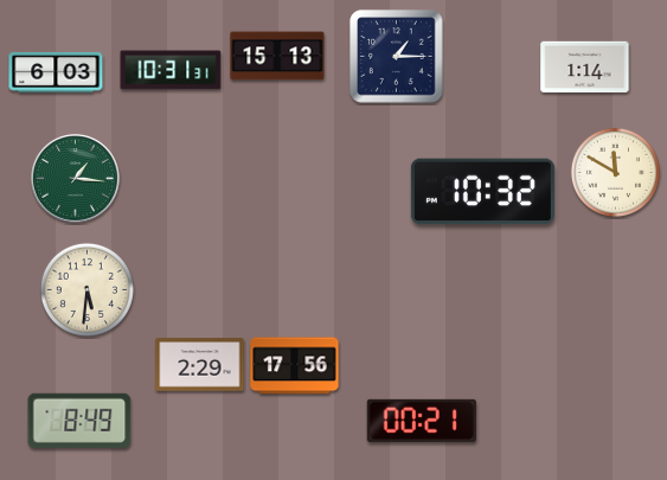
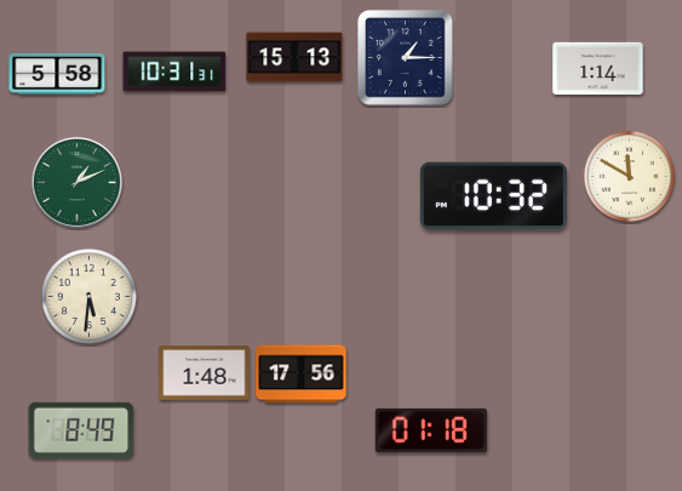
clock at (277, 56) position: (277, 56) -> (294, 57)
clock at (56, 72): 6:03 -> 5:58
clock at (76, 179): 1:16 -> 1:11
clock at (200, 365): 2:29 -> 1:48
clock at (422, 421): 00:21 -> 01:18
